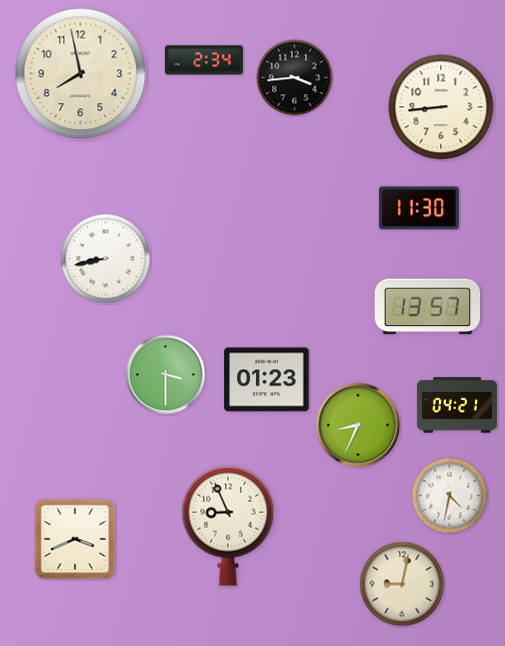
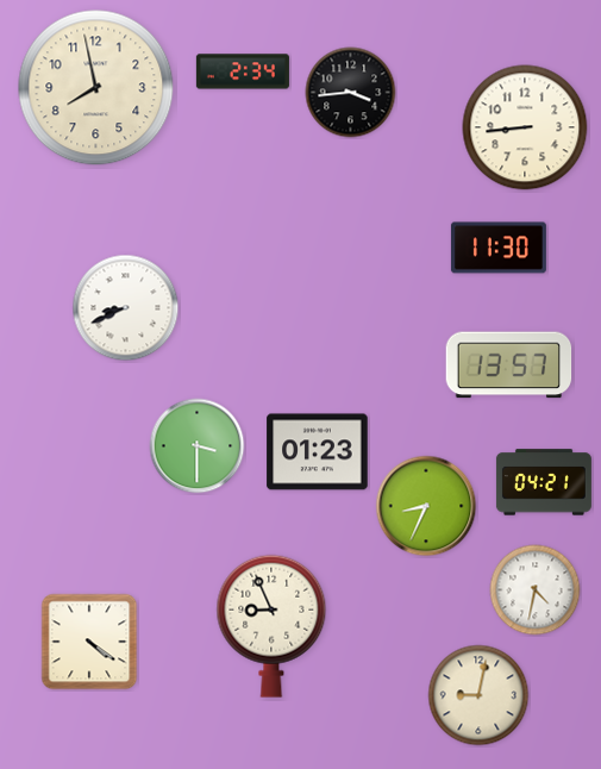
clock at (106, 259): 8:43 -> 8:41
clock at (75, 539): 3:41 -> 4:21
